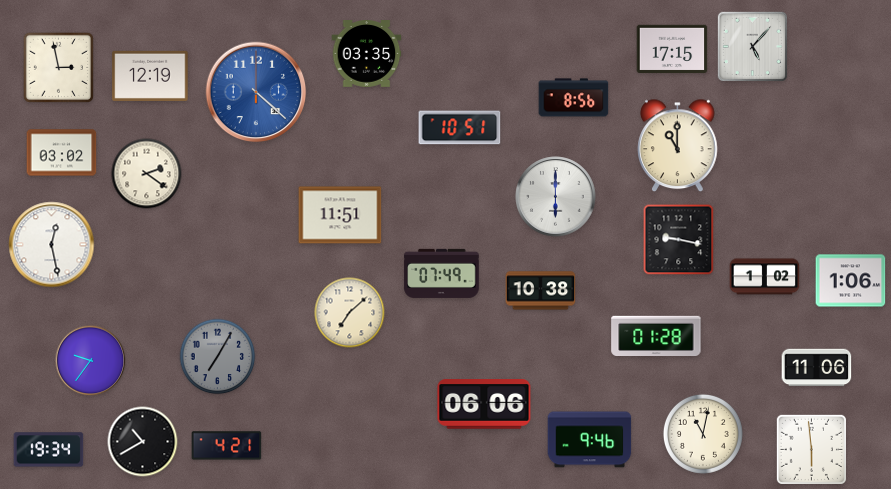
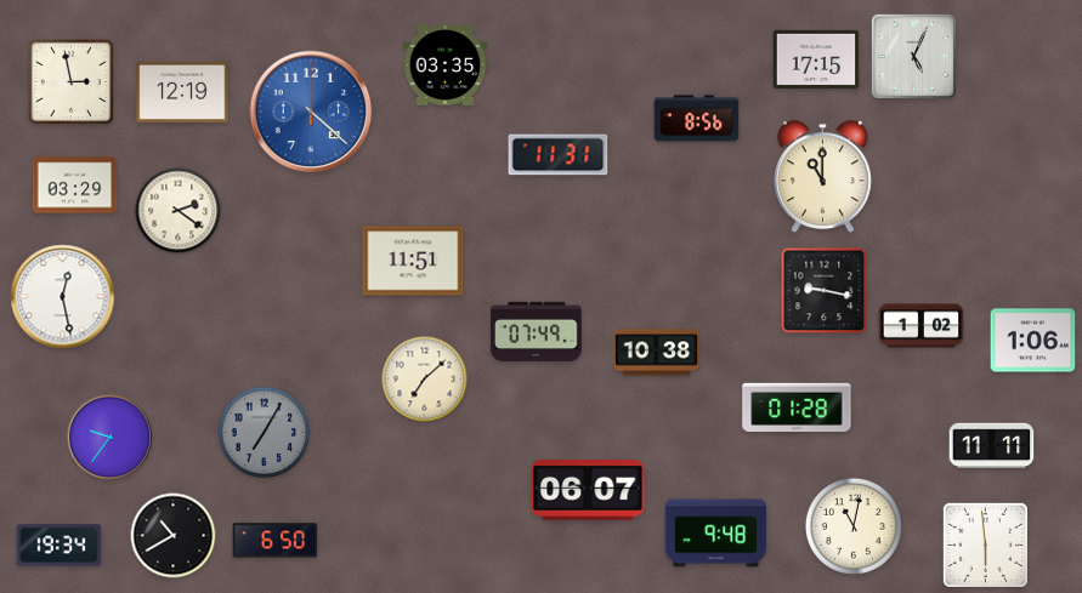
clock at (752, 46): 5:07 -> 5:04
clock at (460, 128): 10:51 -> 11:31
clock at (62, 153): 03:02 -> 03:29
clock at (556, 197): 6:00 -> none
clock at (765, 277) position: (765, 277) -> (922, 326)
clock at (817, 368): 11:06 -> 11:11
clock at (484, 404): 06:06 -> 06:07
clock at (590, 440): 9:46 -> 9:48
clock at (227, 446): 4:21 -> 6:50
